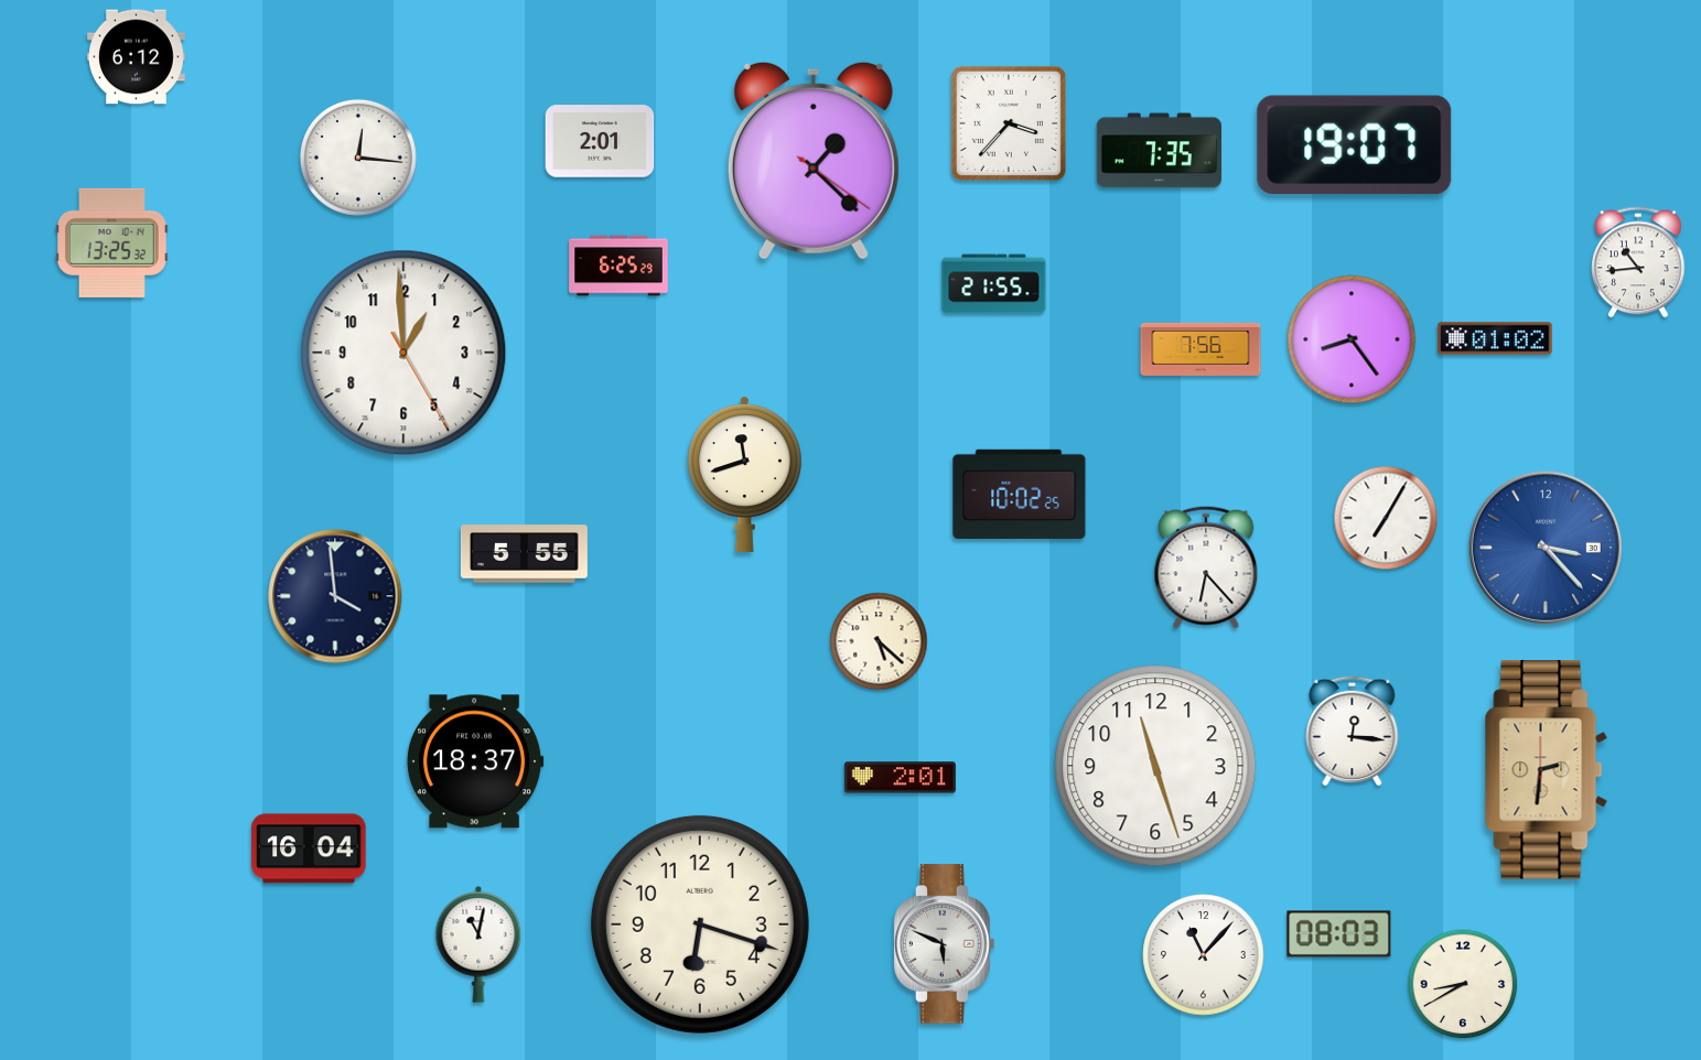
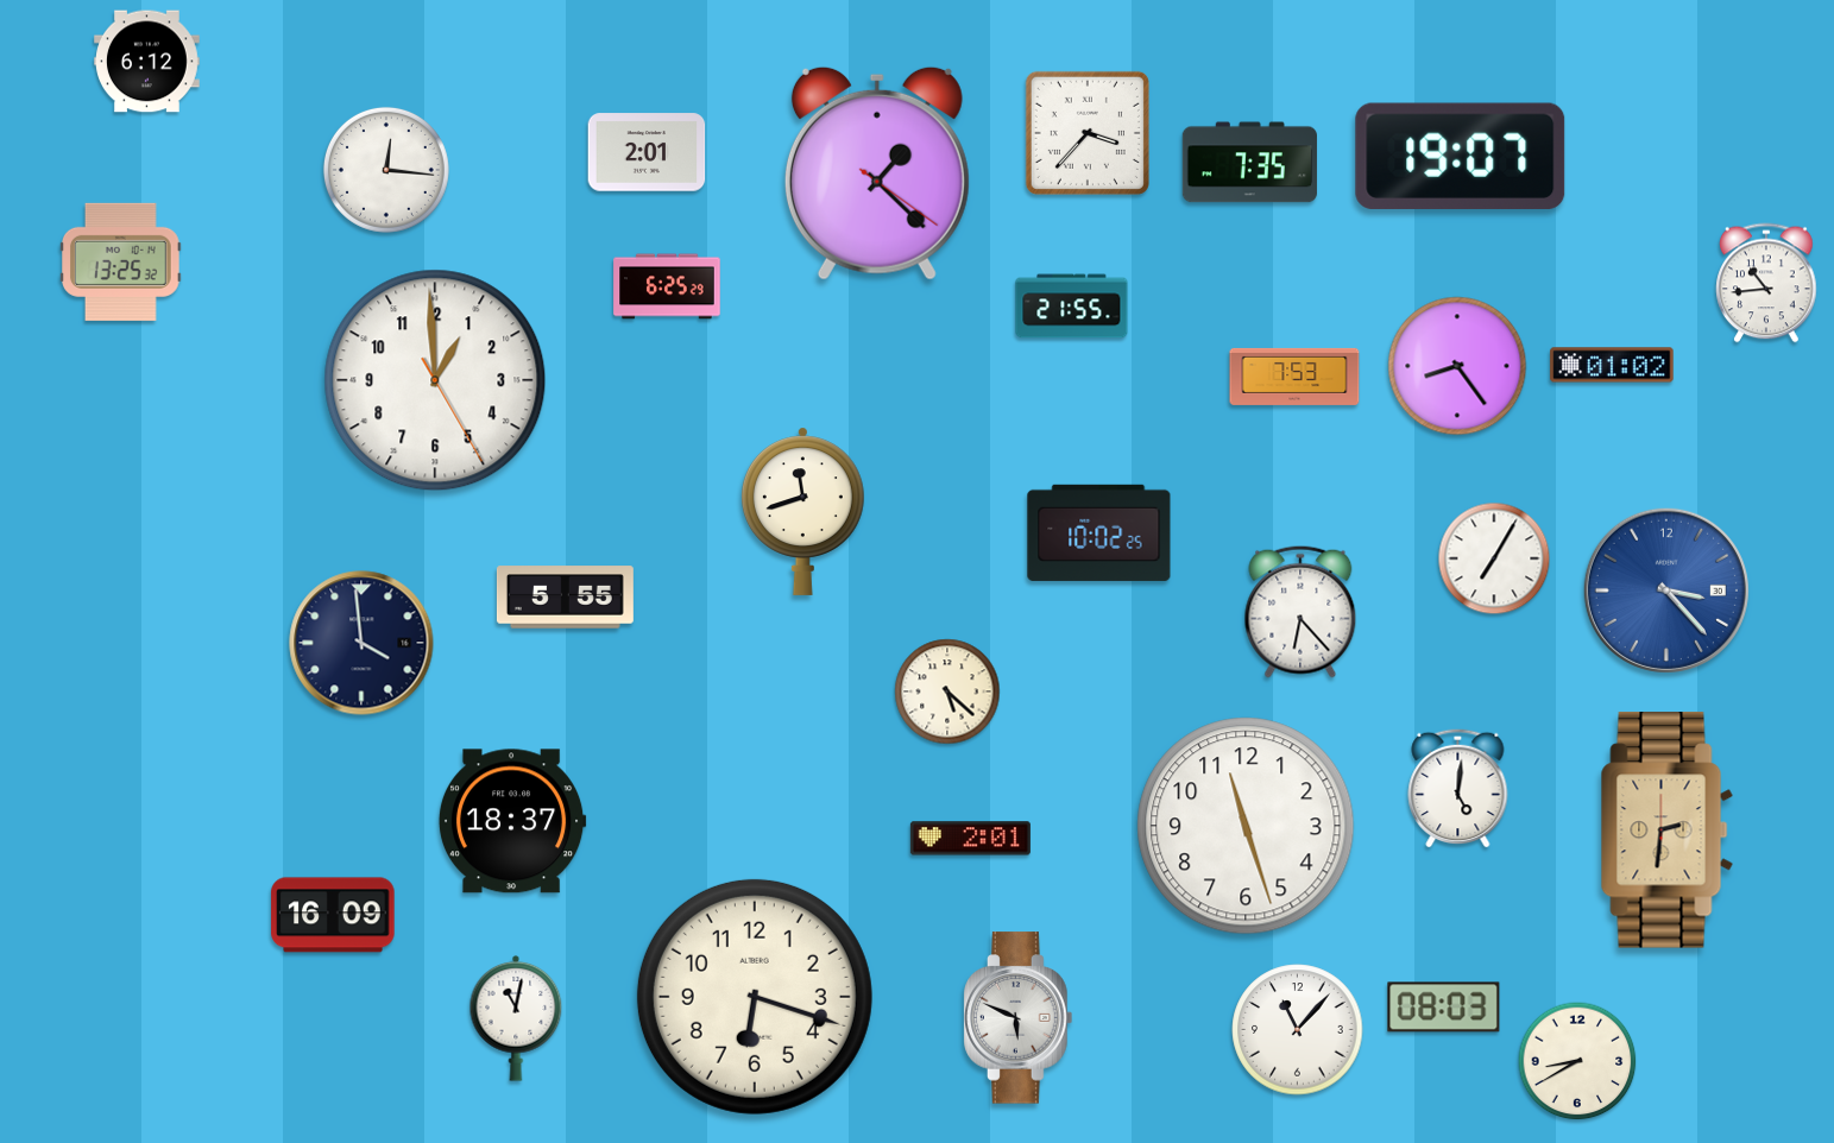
clock at (1201, 349): 7:56 -> 7:53
clock at (1353, 731): 12:16 -> 5:01
clock at (309, 848): 16:04 -> 16:09
